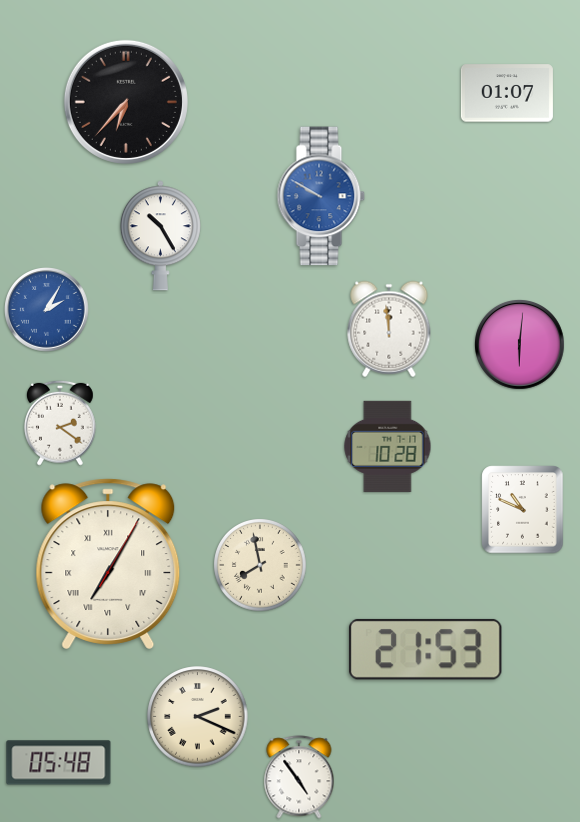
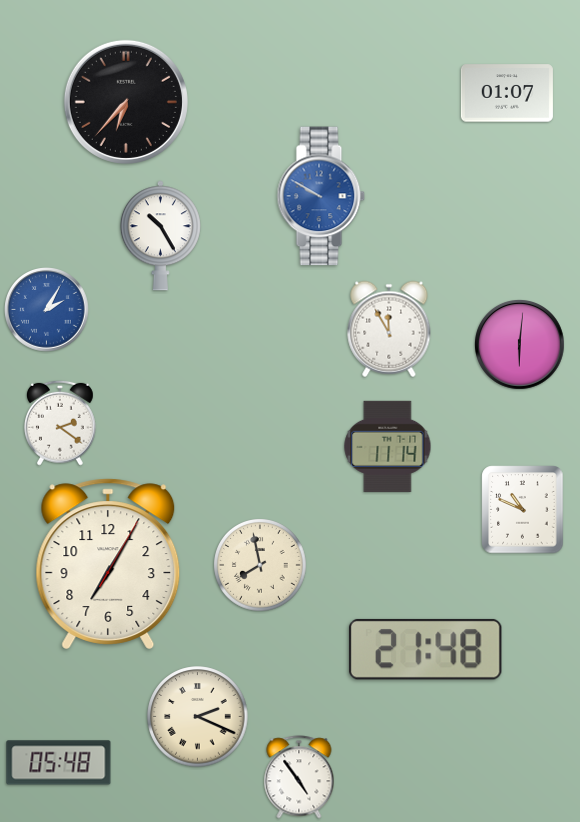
clock at (389, 329): 11:59 -> 11:55
clock at (388, 446): 10:28 -> 11:14
clock at (108, 564) numerals: Roman -> Arabic
clock at (425, 649): 21:53 -> 21:48
